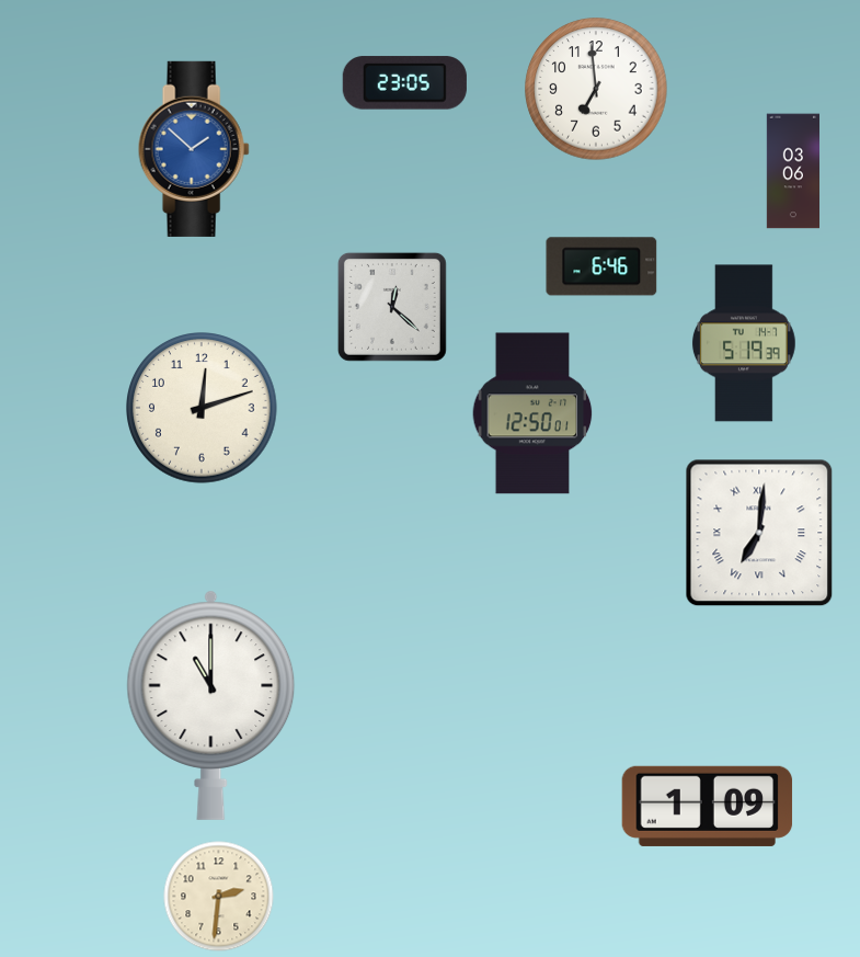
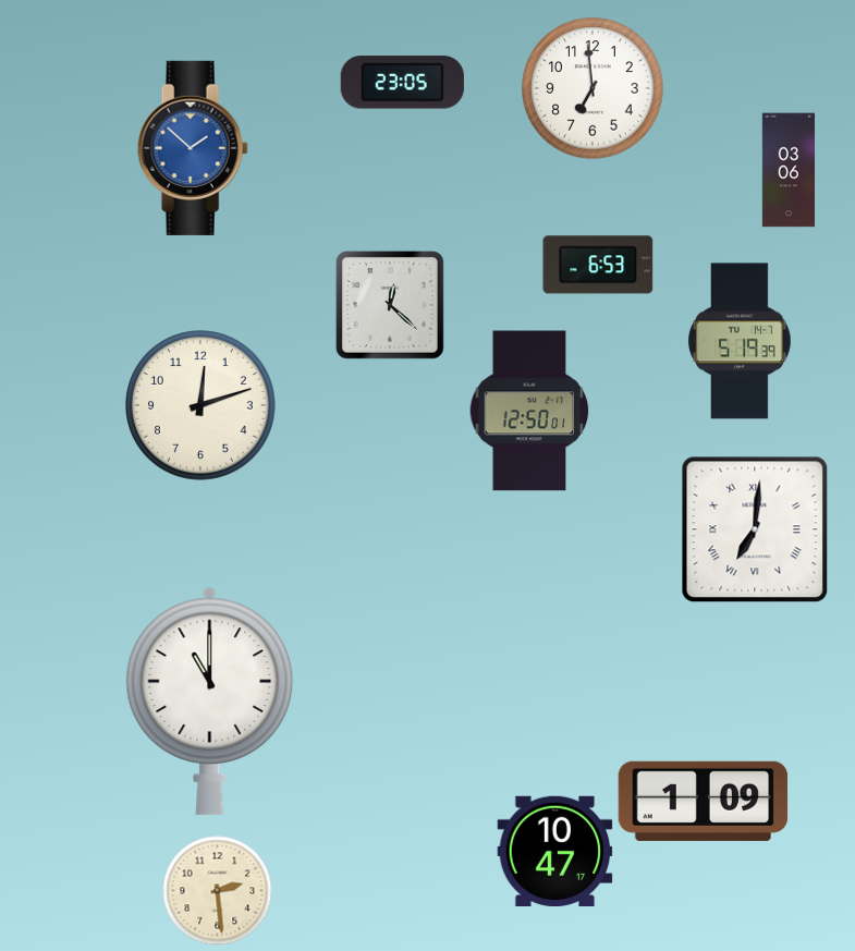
clock at (601, 266): 6:46 -> 6:53
clock at (555, 851): none -> 10:47
clock at (219, 897): 2:31 -> 2:29
